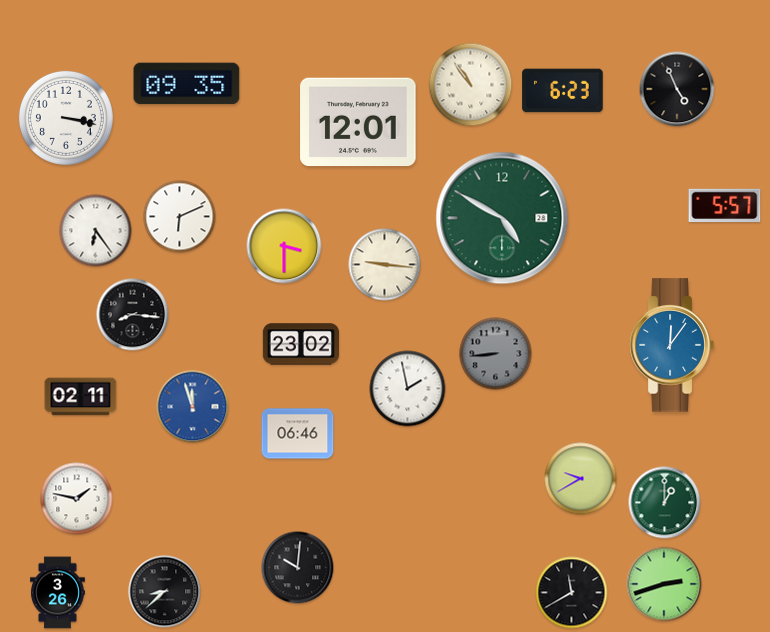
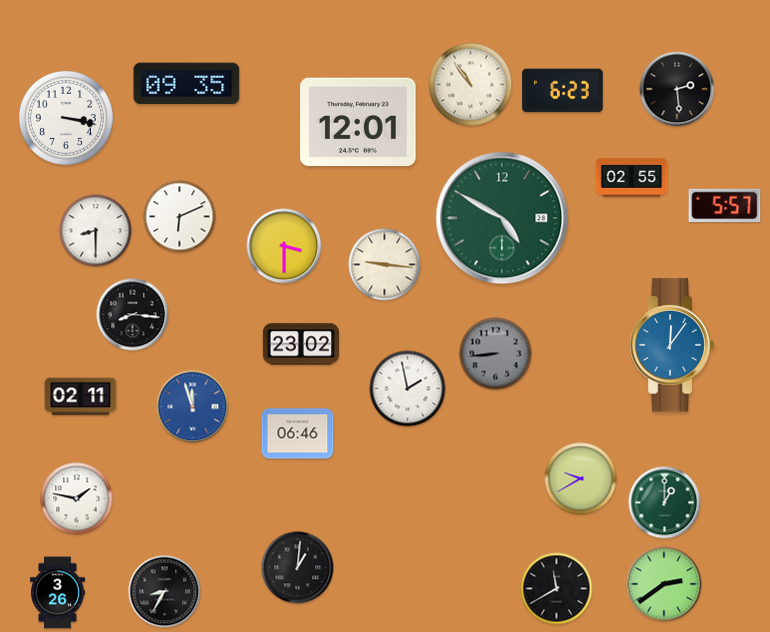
clock at (677, 89): 4:56 -> 2:29
clock at (632, 178): none -> 02:55
clock at (96, 231): 6:24 -> 8:30
clock at (298, 568): 10:01 -> 1:01
clock at (664, 584): 2:42 -> 2:39
clock at (165, 592): 8:38 -> 8:35
clock at (572, 593) position: (572, 593) -> (557, 589)
